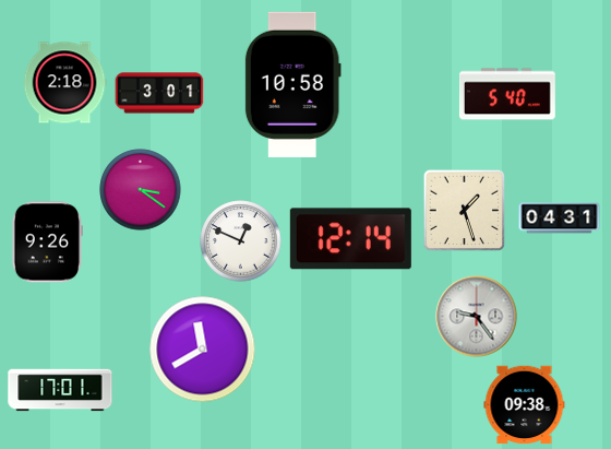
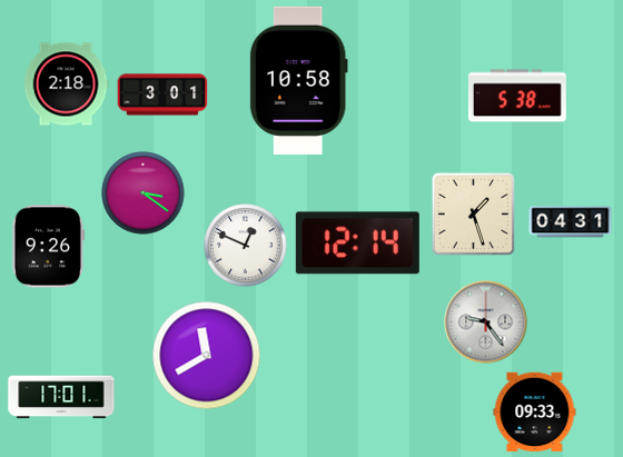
clock at (292, 84) position: (292, 84) -> (298, 80)
clock at (507, 94): 5:40 -> 5:38
clock at (525, 405): 09:38 -> 09:33
